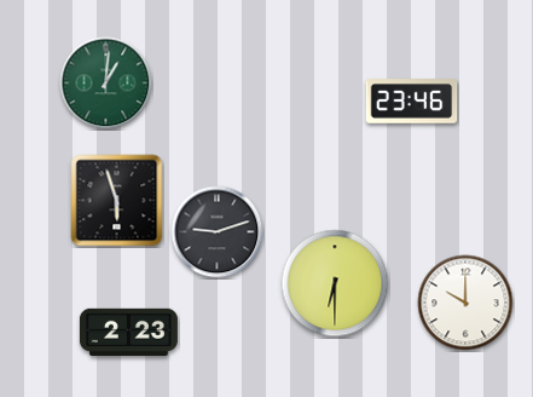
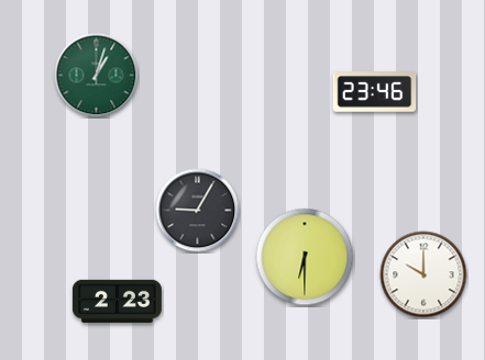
clock at (106, 84): 1:01 -> 1:03
clock at (117, 201): 5:57 -> none
clock at (218, 232): 9:12 -> 9:05
